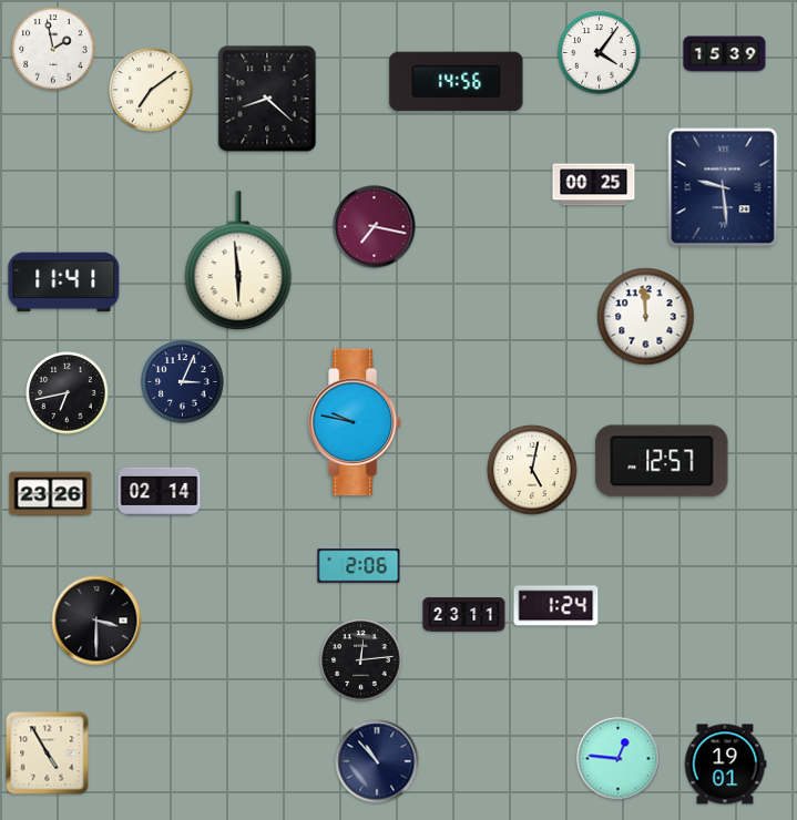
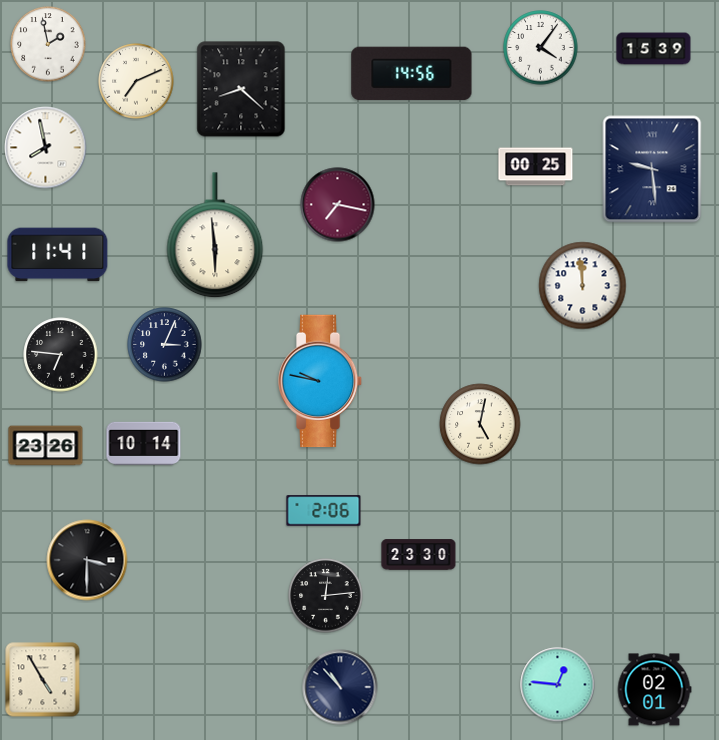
clock at (151, 90): 7:09 -> 7:11
clock at (46, 148): none -> 7:58
clock at (68, 393): 6:43 -> 6:46
clock at (662, 461): 12:57 -> none
clock at (160, 491): 02:14 -> 10:14
clock at (556, 606): 1:24 -> none
clock at (464, 615): 23:11 -> 23:30
clock at (725, 765): 19:01 -> 02:01
